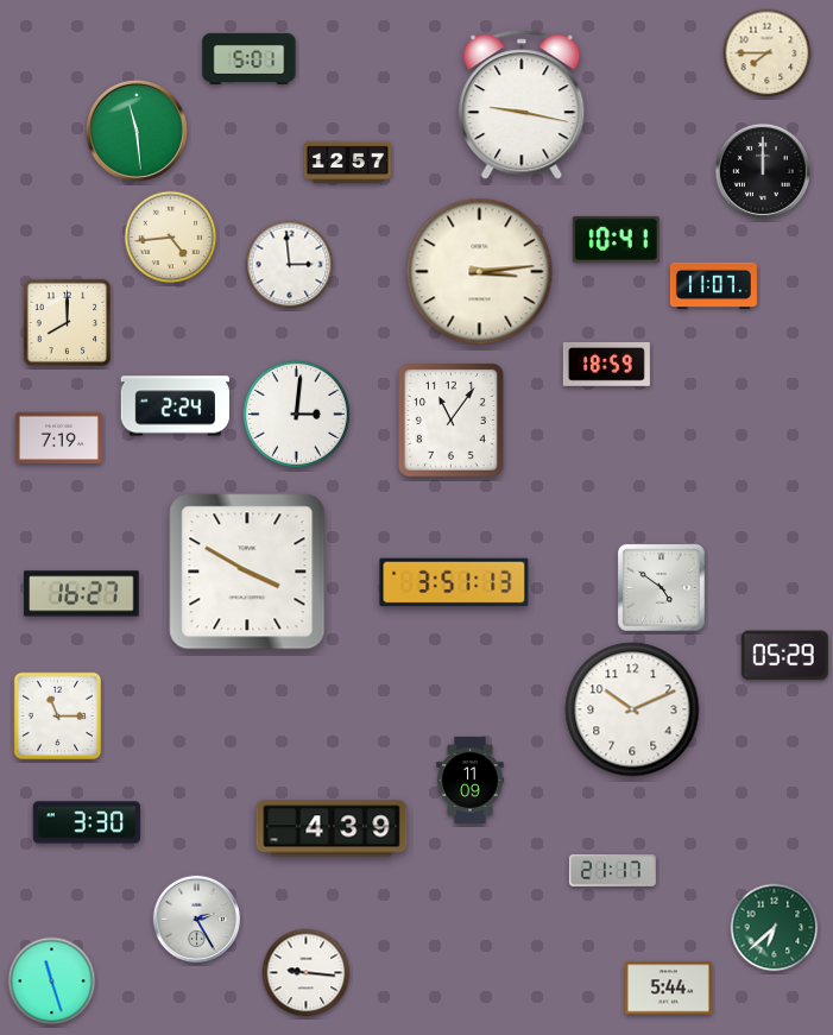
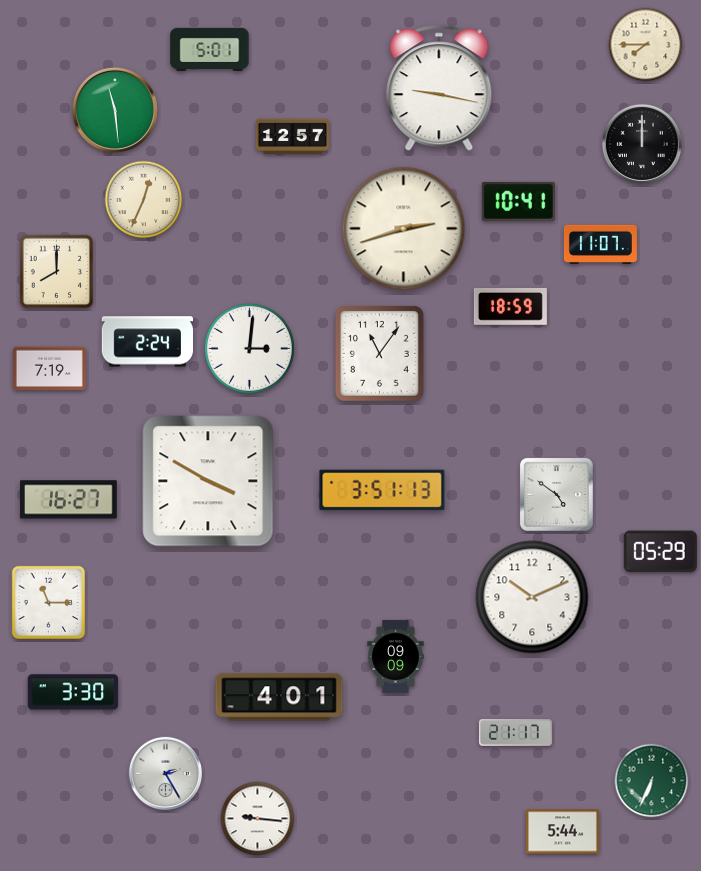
clock at (171, 238): 4:44 -> 12:34
clock at (290, 265): 2:59 -> none
clock at (480, 272): 3:14 -> 2:42
clock at (713, 285) position: (713, 285) -> (600, 244)
clock at (471, 780): 11:09 -> 09:09
clock at (332, 828): 4:39 -> 4:01
clock at (775, 928): 6:38 -> 6:34
clock at (52, 982): 11:27 -> none
